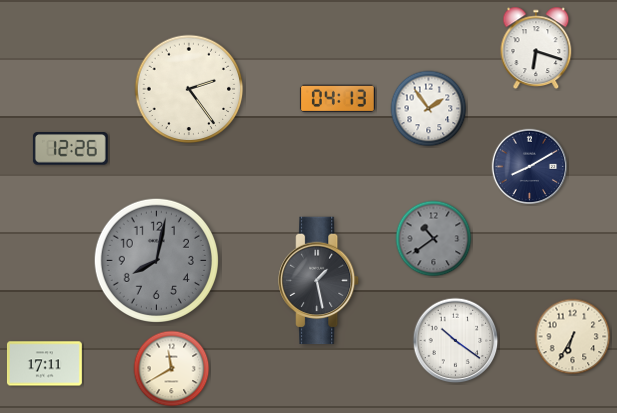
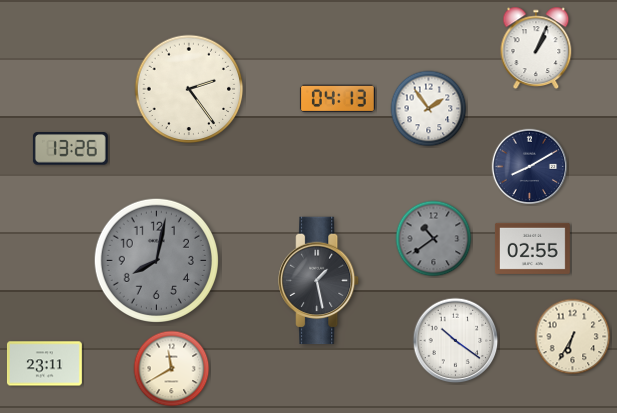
clock at (536, 47): 6:18 -> 1:04
clock at (70, 149): 12:26 -> 13:26
clock at (532, 248): none -> 02:55
clock at (44, 364): 17:11 -> 23:11
